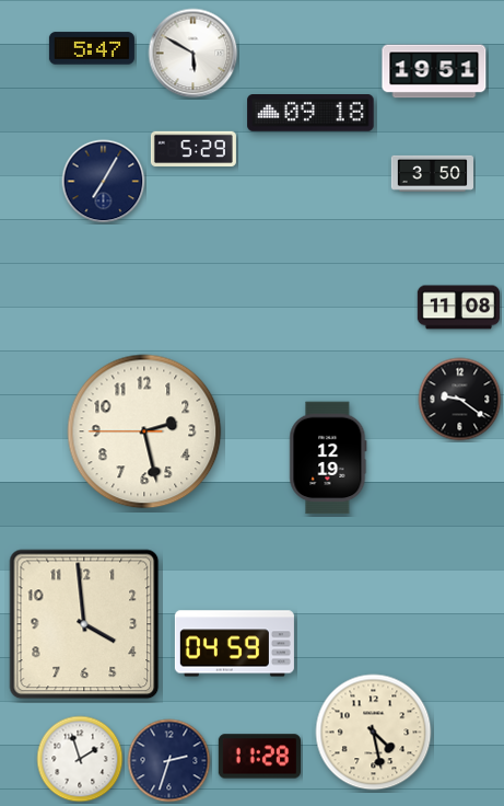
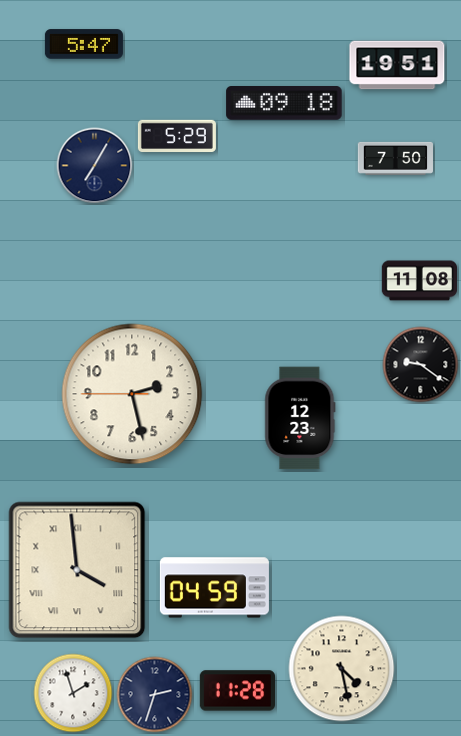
clock at (194, 54): 5:50 -> none
clock at (432, 173): 3:50 -> 7:50
clock at (328, 458): 12:19 -> 12:23
clock at (84, 624) numerals: Arabic -> Roman
